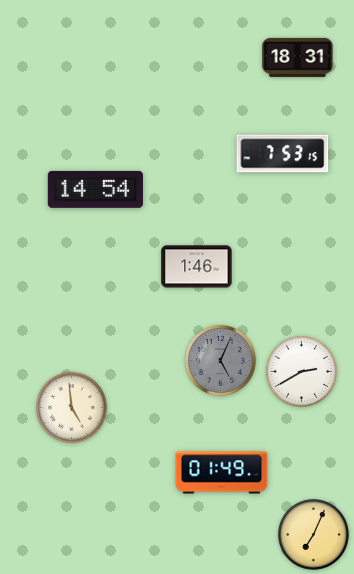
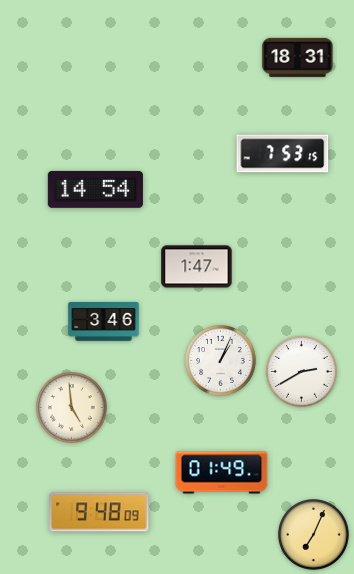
clock at (197, 267): 1:46 -> 1:47
clock at (104, 322): none -> 3:46
clock at (221, 361): 5:04 -> 1:04
clock at (221, 361) dial: grey -> white
clock at (99, 512): none -> 9:48
